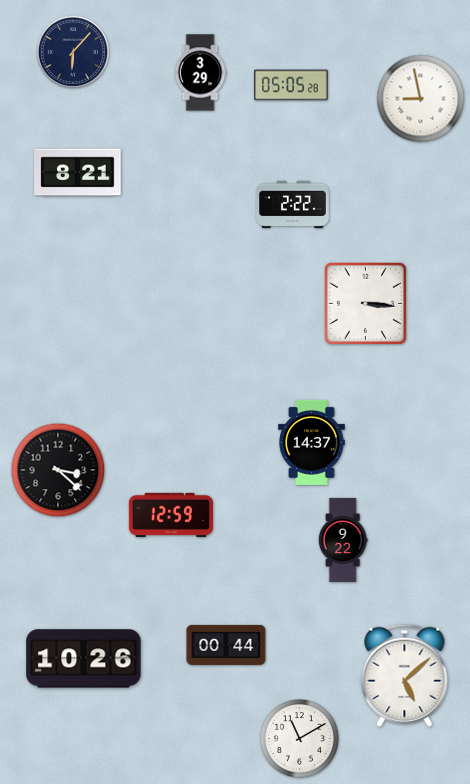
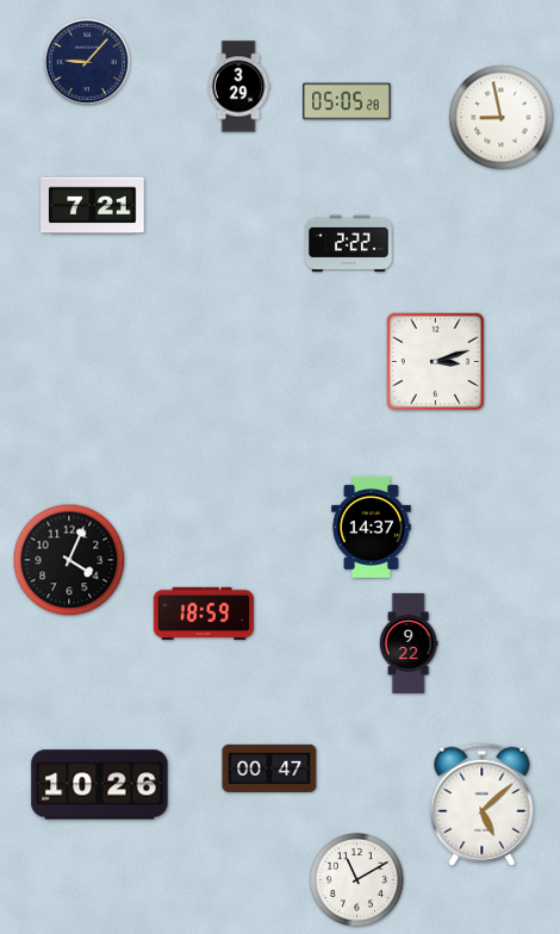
clock at (73, 52): 6:07 -> 9:07
clock at (78, 173): 8:21 -> 7:21
clock at (365, 303): 3:16 -> 3:12
clock at (58, 470): 3:22 -> 4:04
clock at (171, 514): 12:59 -> 18:59
clock at (226, 645): 00:44 -> 00:47
